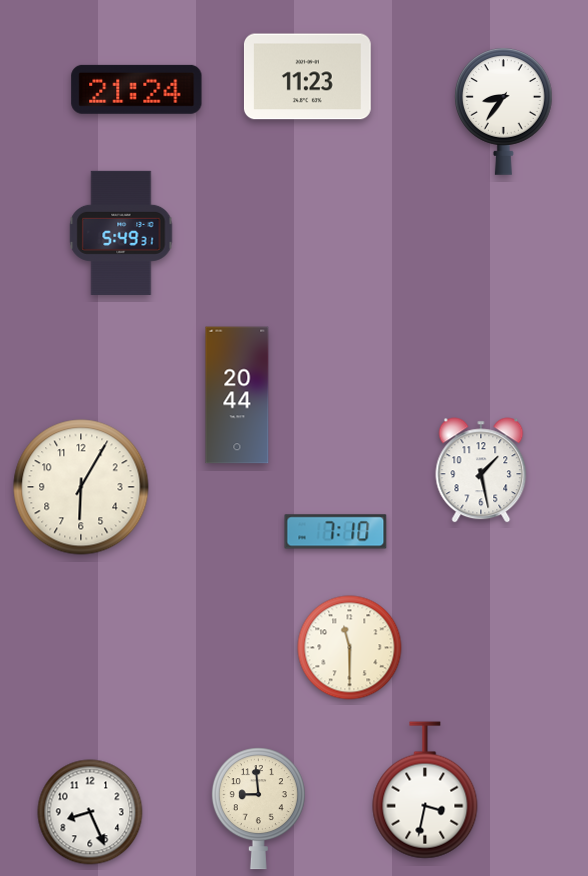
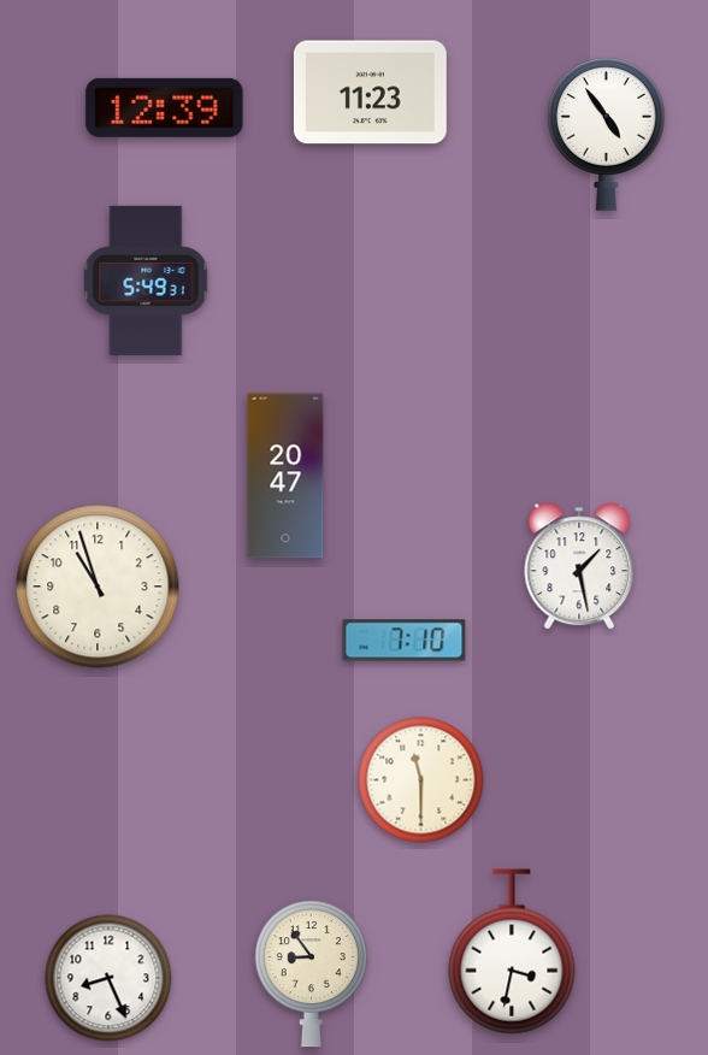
clock at (137, 89): 21:24 -> 12:39
clock at (504, 111): 8:36 -> 4:54
clock at (237, 395): 20:44 -> 20:47
clock at (81, 487): 6:05 -> 10:57
clock at (258, 809): 8:59 -> 8:54
